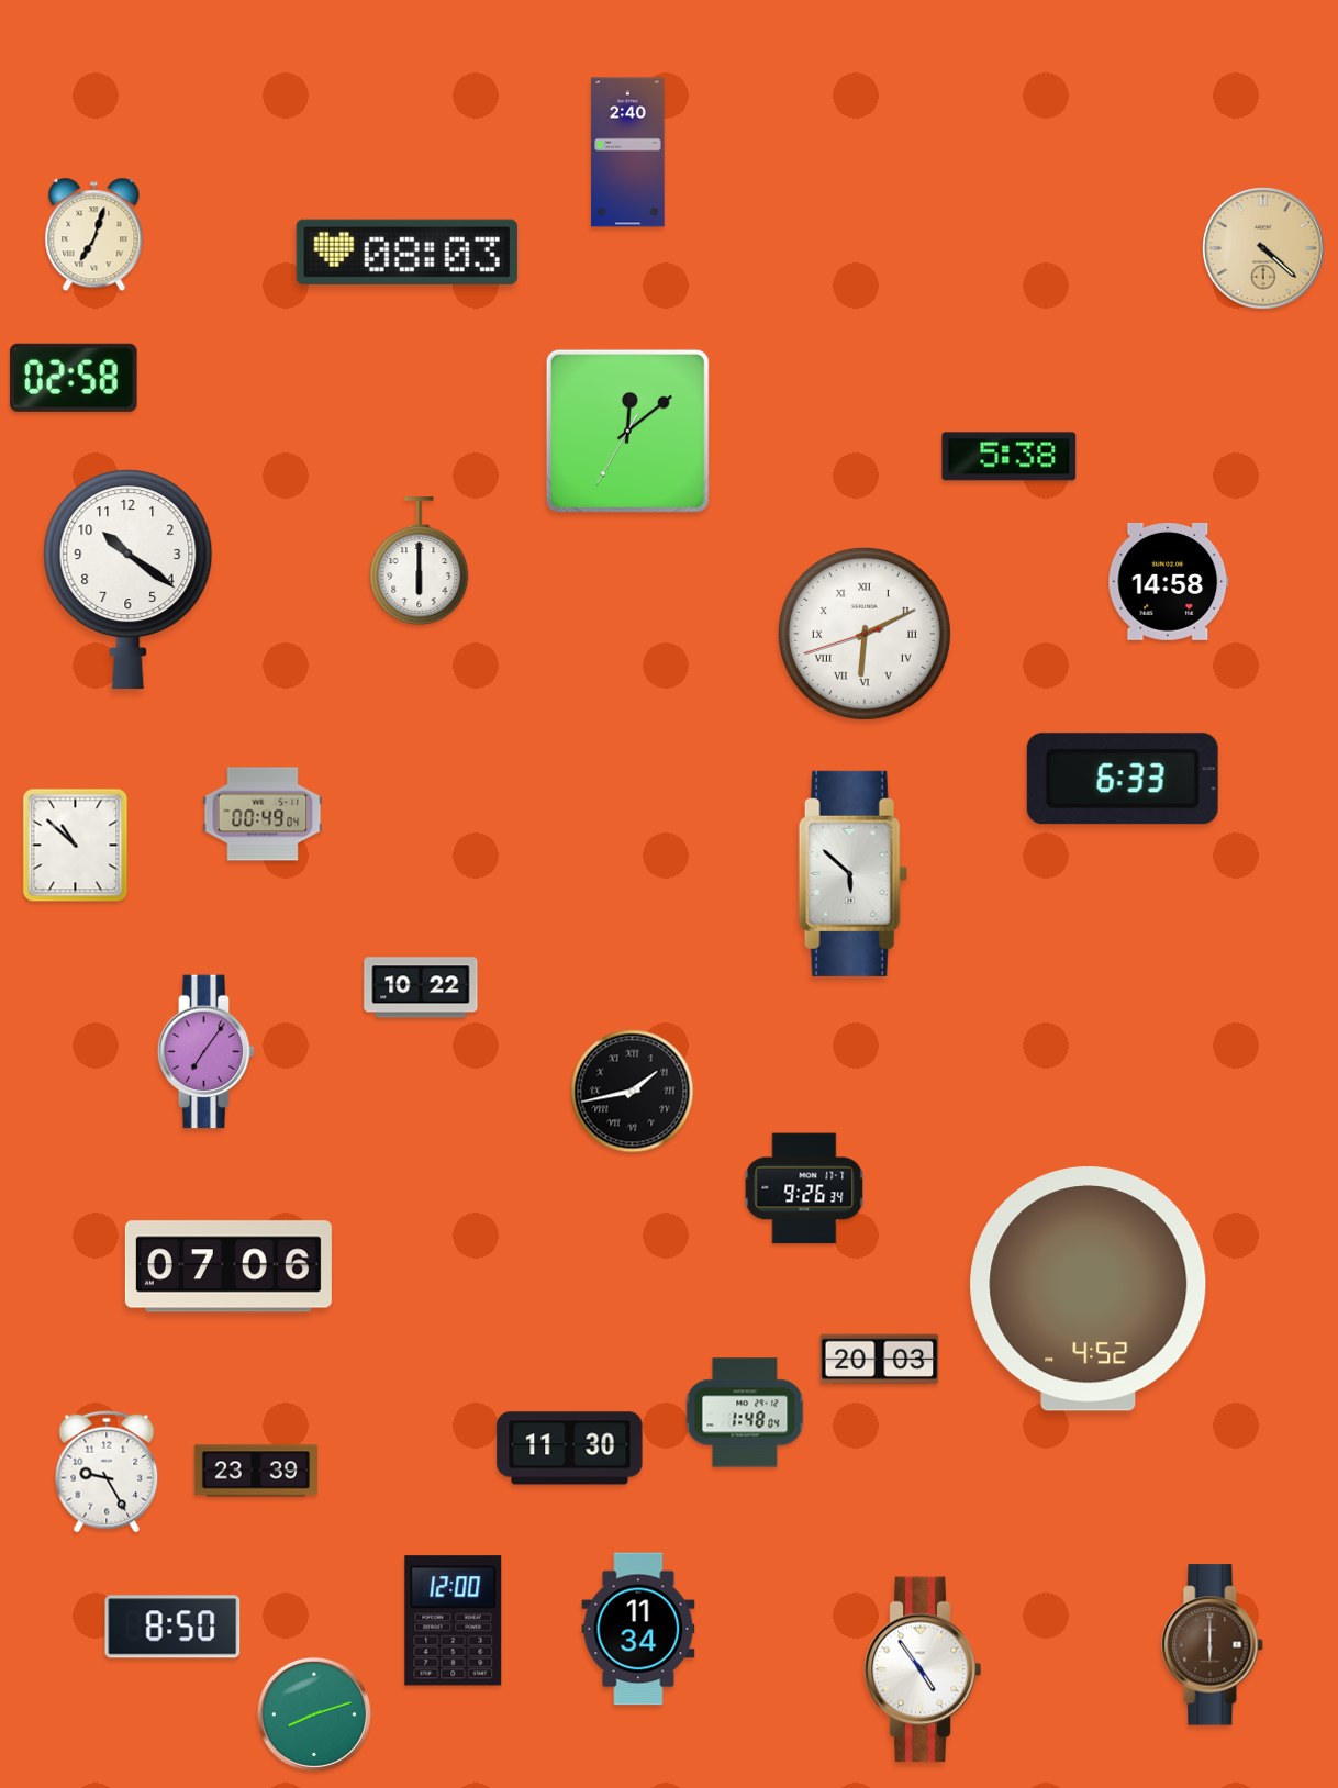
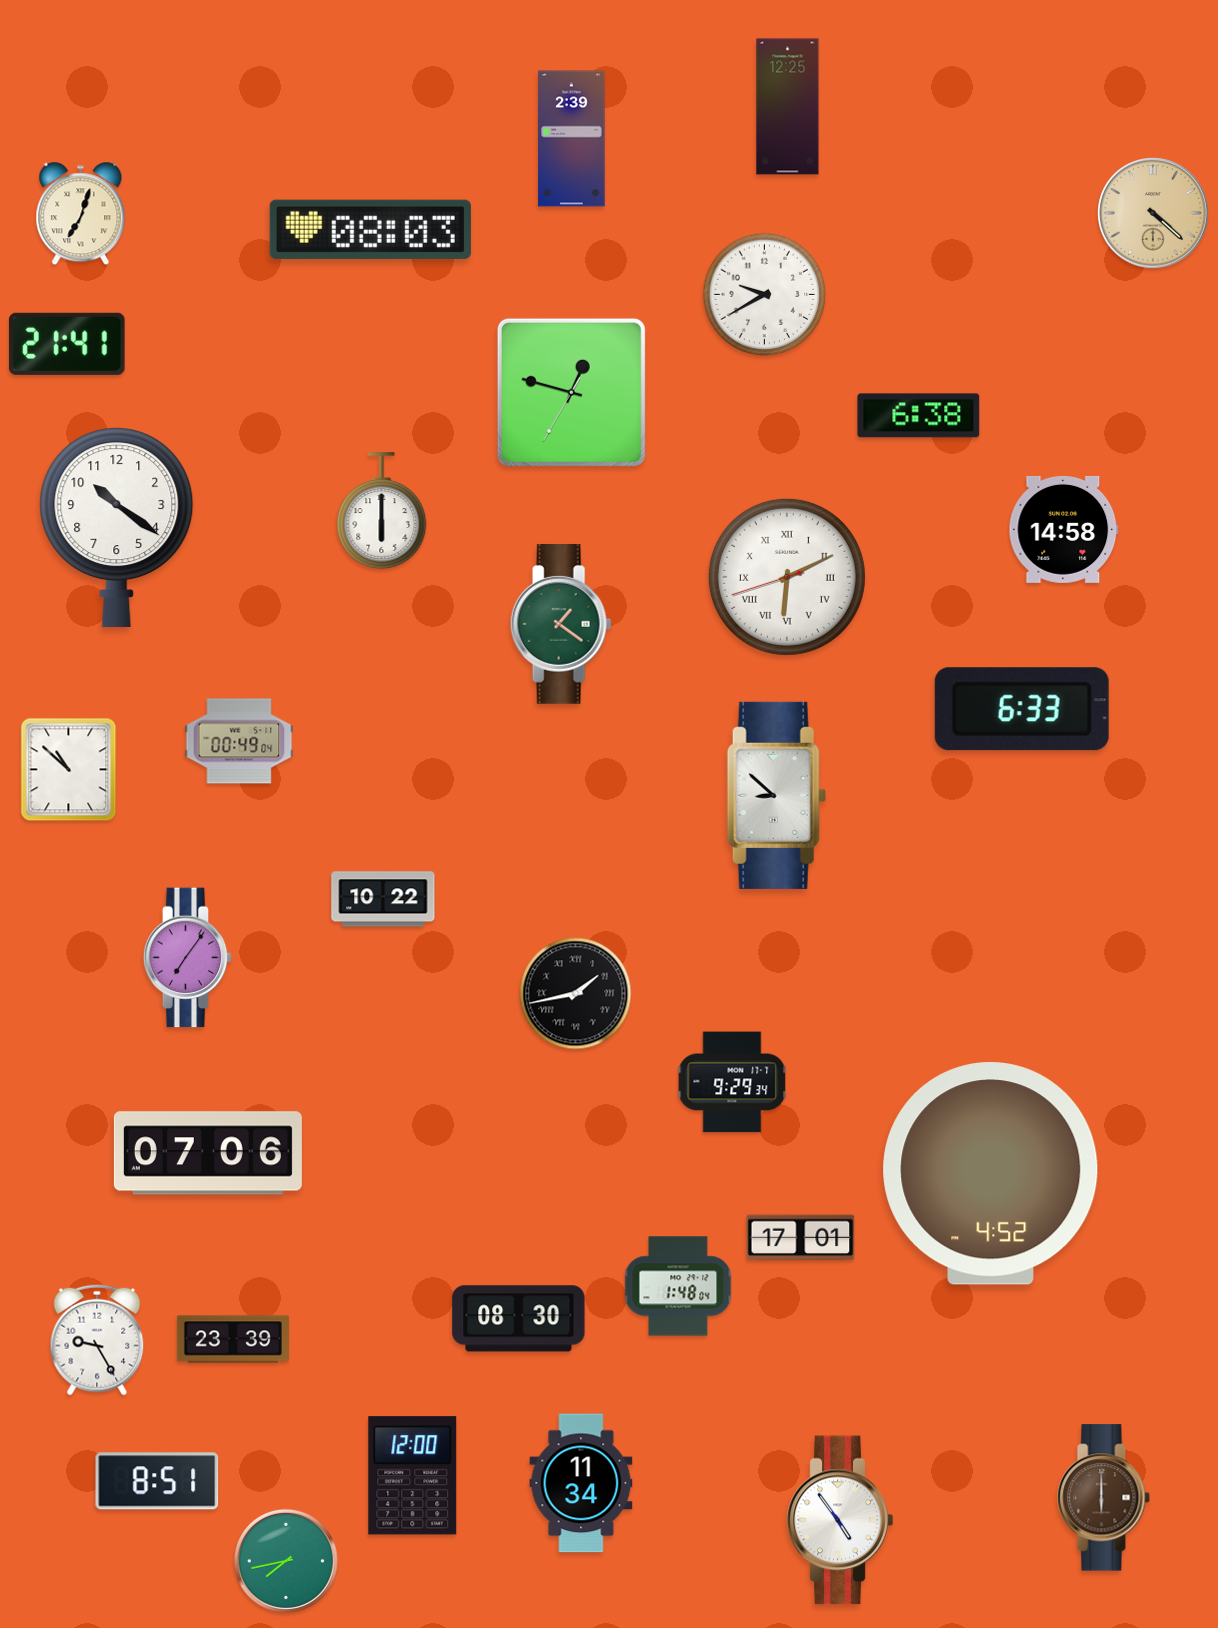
clock at (788, 107): none -> 12:25
clock at (628, 153): 2:40 -> 2:39
clock at (94, 235) position: (94, 235) -> (81, 214)
clock at (1263, 248) position: (1263, 248) -> (1153, 213)
clock at (765, 295): none -> 9:40
clock at (74, 378): 02:58 -> 21:41
clock at (627, 431): 12:08 -> 12:47
clock at (1010, 457): 5:38 -> 6:38
clock at (561, 624): none -> 1:21
clock at (852, 873): 5:52 -> 8:52
clock at (804, 1188): 9:26 -> 9:29
clock at (880, 1360): 20:03 -> 17:01
clock at (570, 1449): 11:30 -> 08:30
clock at (172, 1627): 8:50 -> 8:51
clock at (314, 1714): 8:12 -> 7:43
